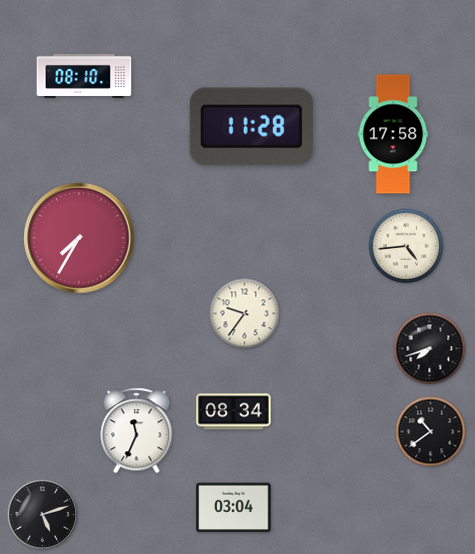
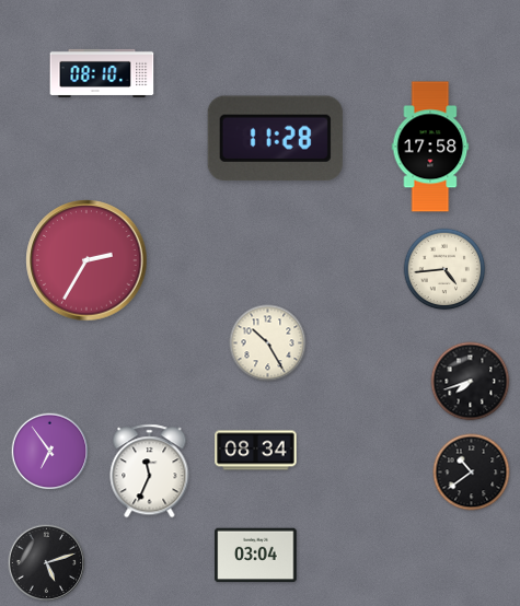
clock at (84, 76) position: (84, 76) -> (102, 73)
clock at (79, 238): 7:35 -> 2:35
clock at (245, 314): 9:36 -> 10:25
clock at (50, 452): none -> 6:54
